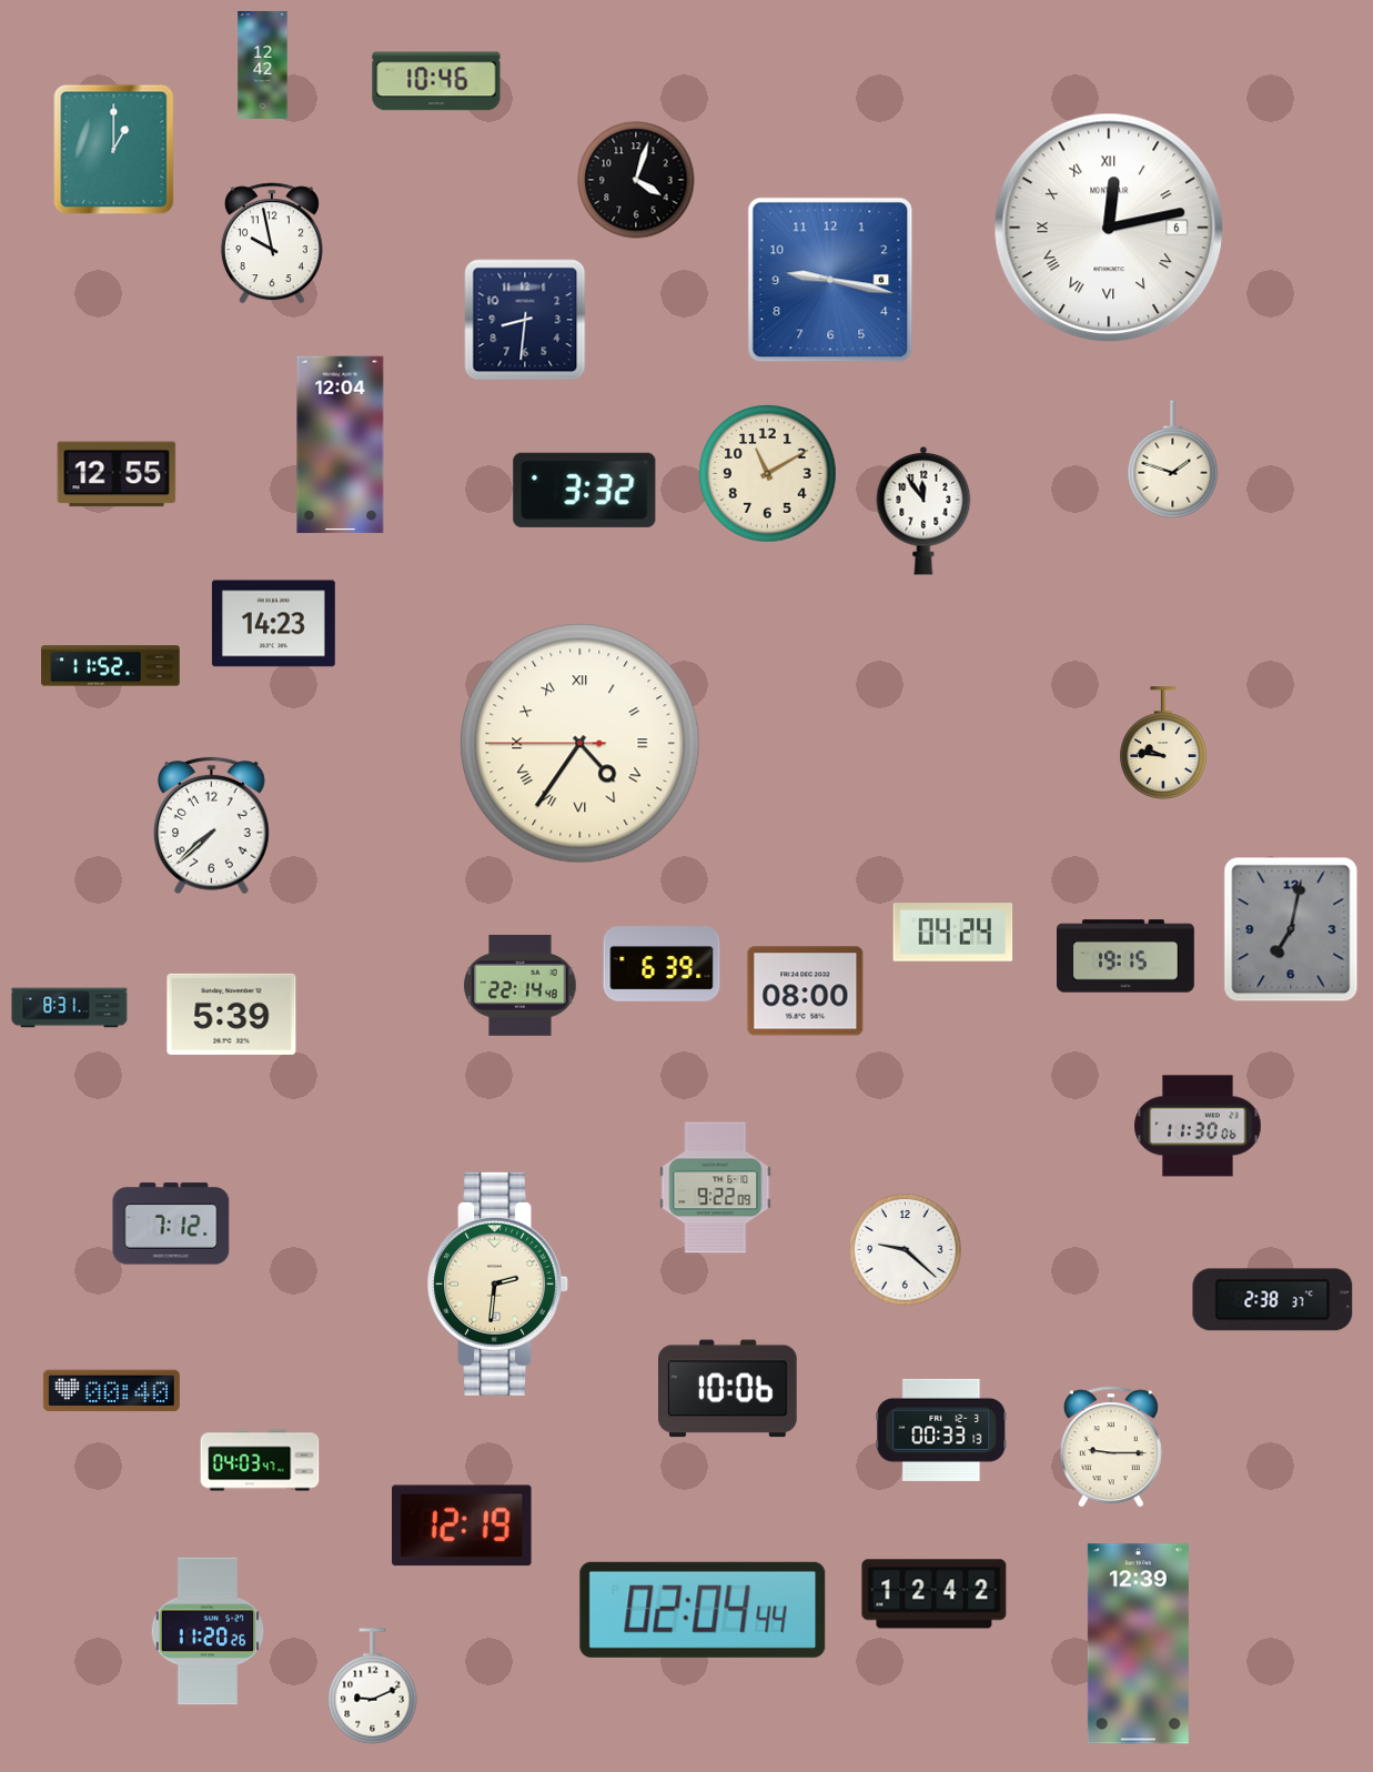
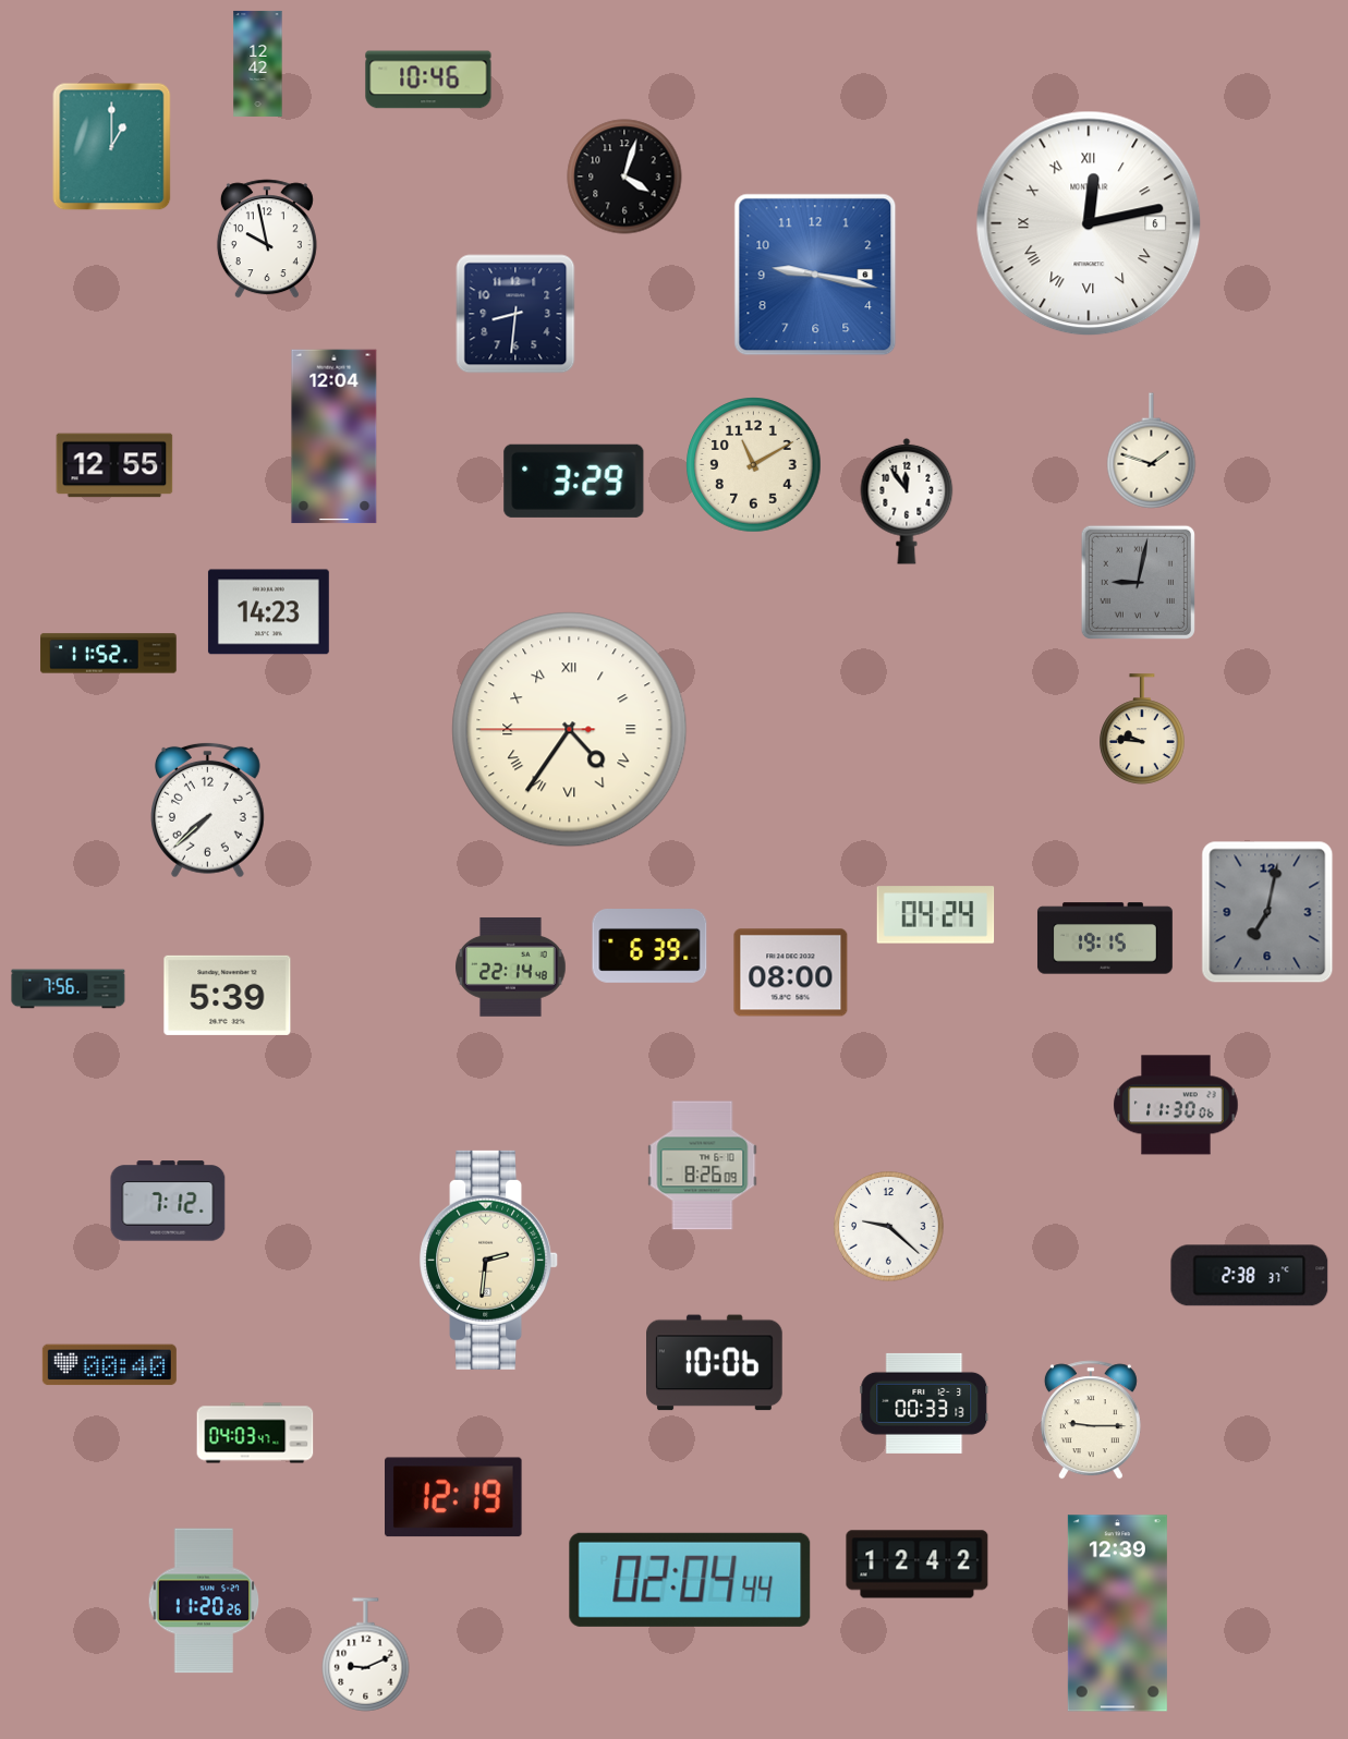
clock at (585, 490): 3:32 -> 3:29
clock at (1138, 582): none -> 9:02
clock at (70, 1008): 8:31 -> 7:56
clock at (716, 1188): 9:22 -> 8:26
